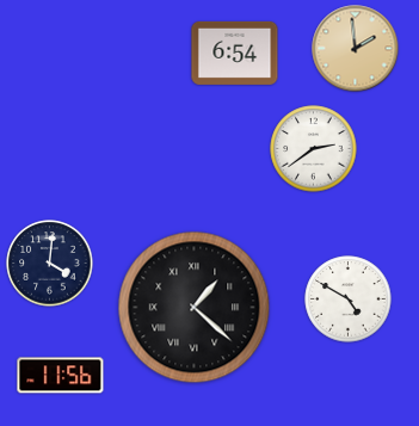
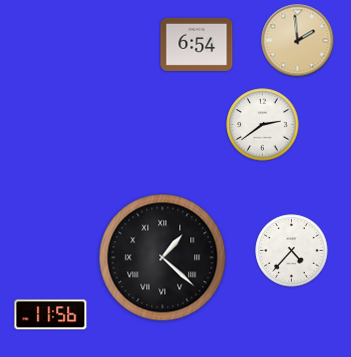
clock at (50, 264): 4:01 -> none
clock at (349, 300): 4:50 -> 4:37
